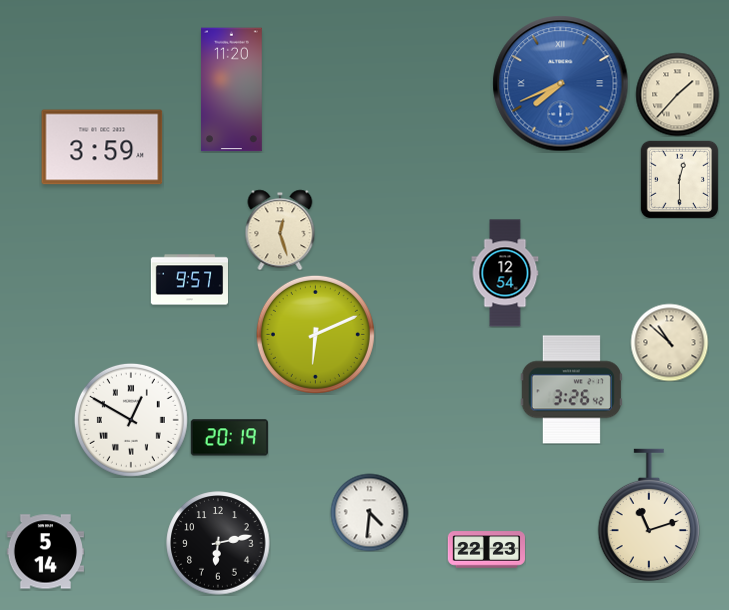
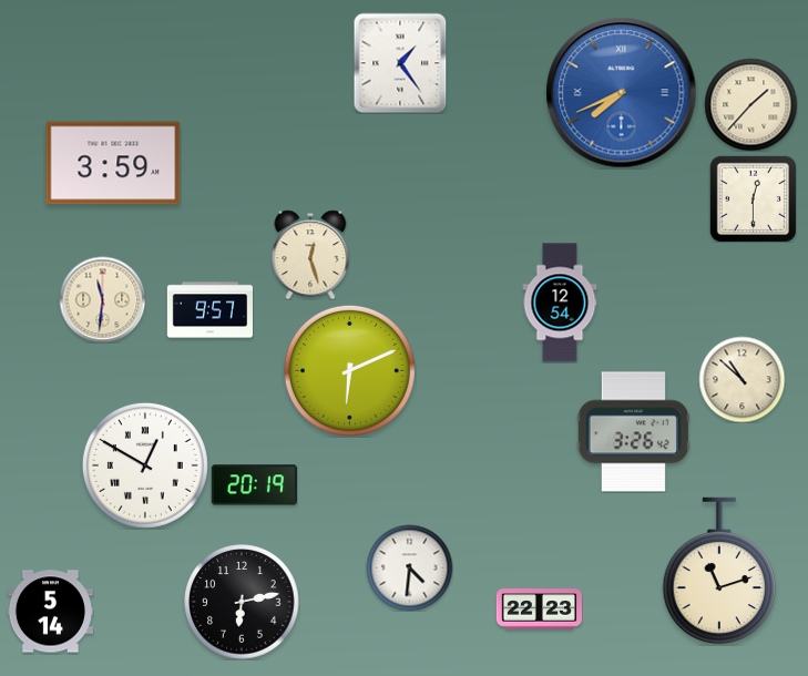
clock at (400, 63): none -> 1:24
clock at (232, 90): 11:20 -> none
clock at (102, 299): none -> 11:31
